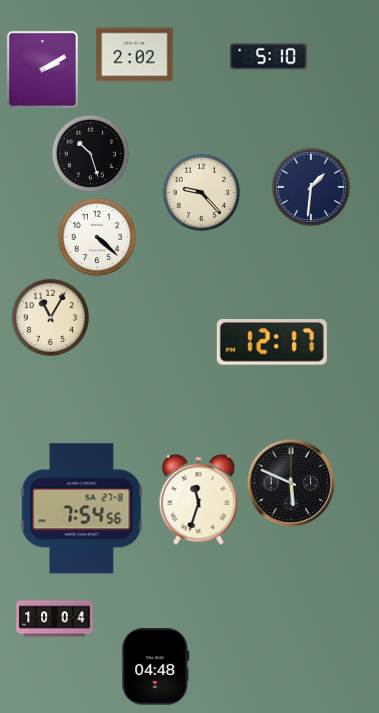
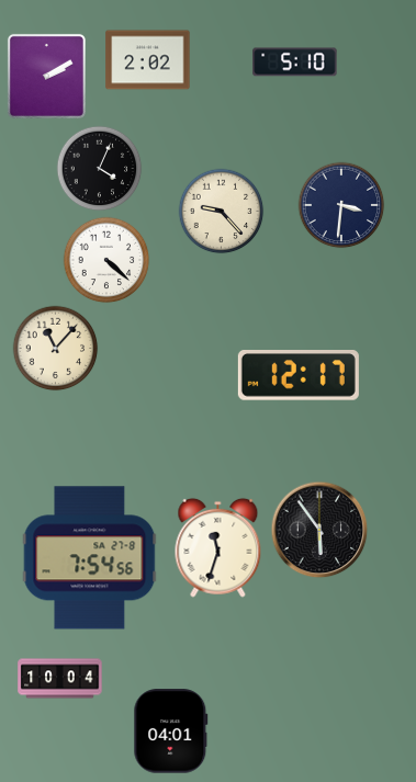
clock at (90, 153): 10:27 -> 4:04
clock at (311, 187): 1:31 -> 3:31
clock at (50, 317): 11:05 -> 11:07
clock at (291, 483): 5:49 -> 5:54
clock at (156, 667): 04:48 -> 04:01
